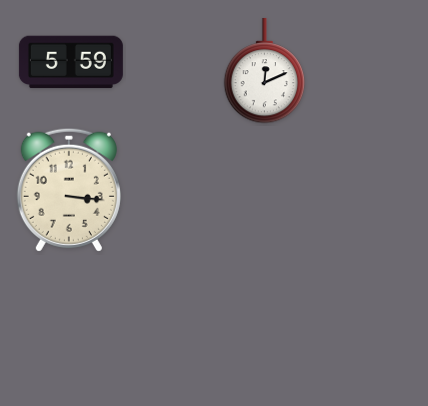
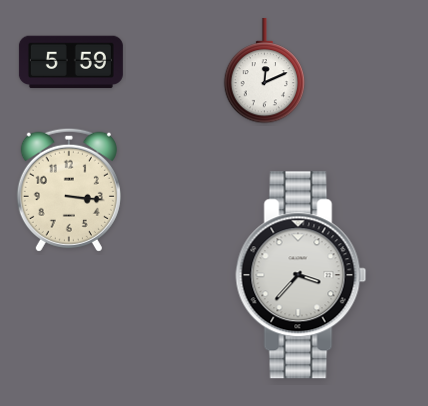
clock at (301, 275): none -> 3:37
